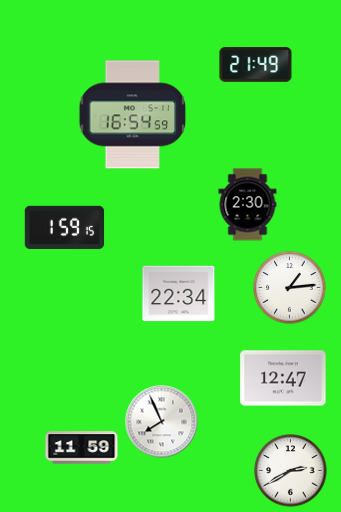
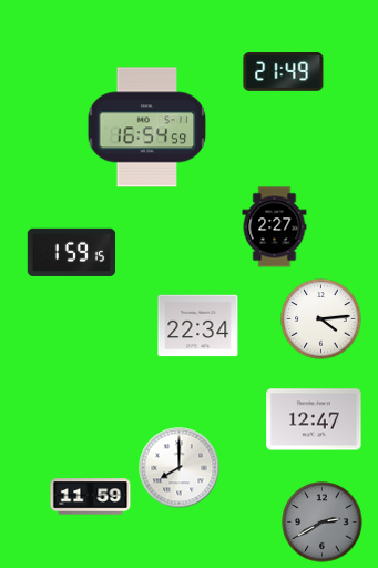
clock at (248, 205): 2:30 -> 2:27
clock at (290, 288): 1:14 -> 4:14
clock at (162, 422): 7:56 -> 8:00
clock at (291, 471) dial: white -> grey
